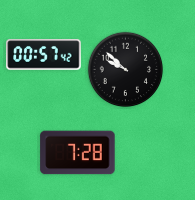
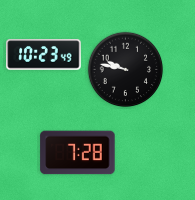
clock at (44, 55): 00:57 -> 10:23
clock at (126, 70): 9:52 -> 9:47
